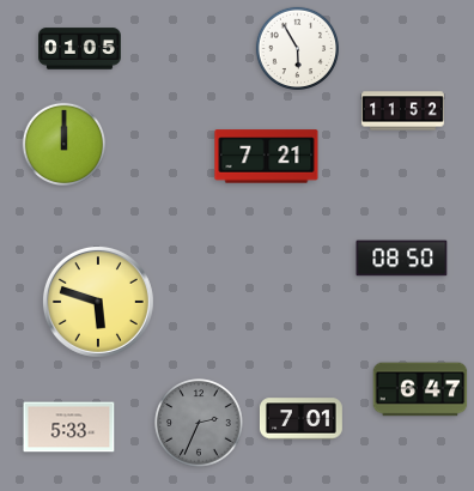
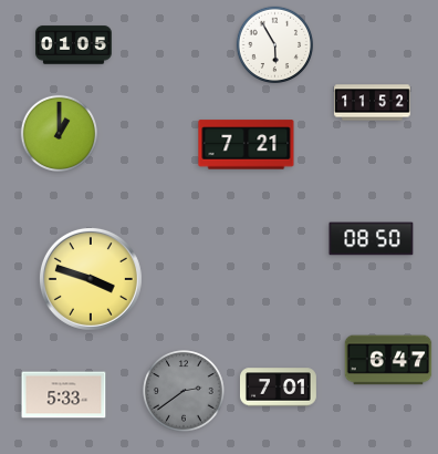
clock at (63, 144): 12:00 -> 1:00
clock at (98, 302): 5:48 -> 3:48
clock at (199, 423): 2:34 -> 2:39
